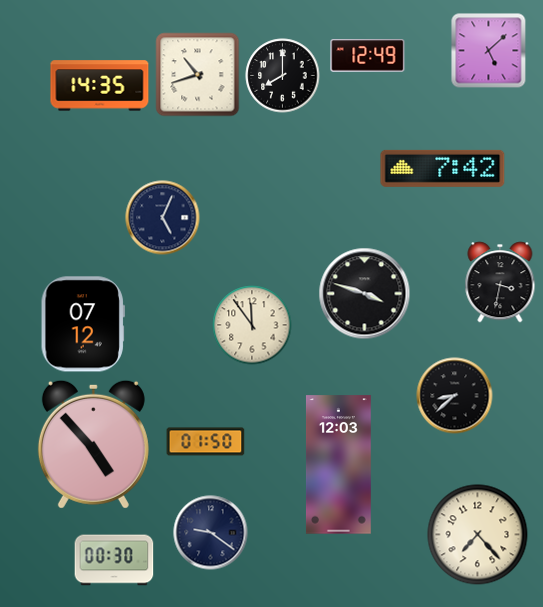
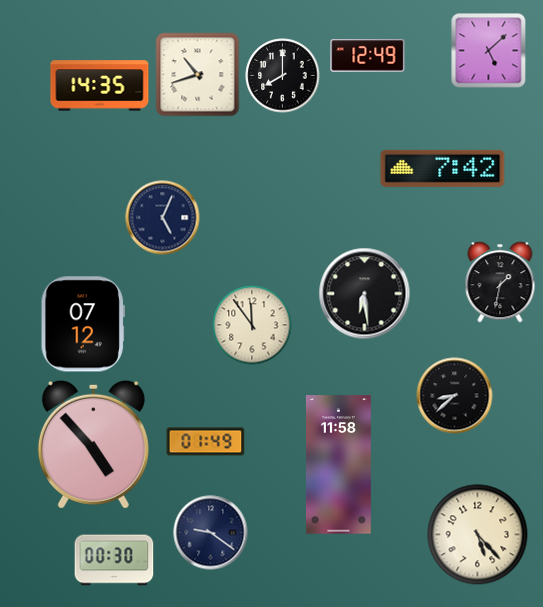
clock at (500, 282): 3:32 -> 1:32
clock at (365, 294): 3:48 -> 6:29
clock at (206, 442): 01:50 -> 01:49
clock at (338, 465): 12:03 -> 11:58
clock at (478, 535): 7:23 -> 5:23
